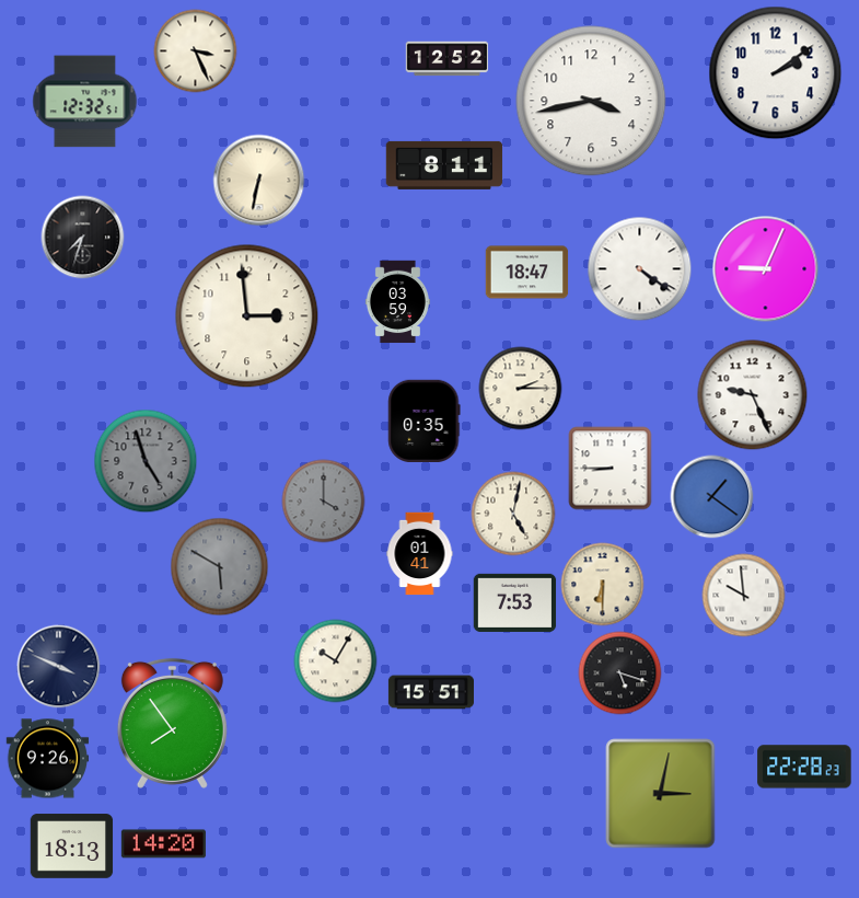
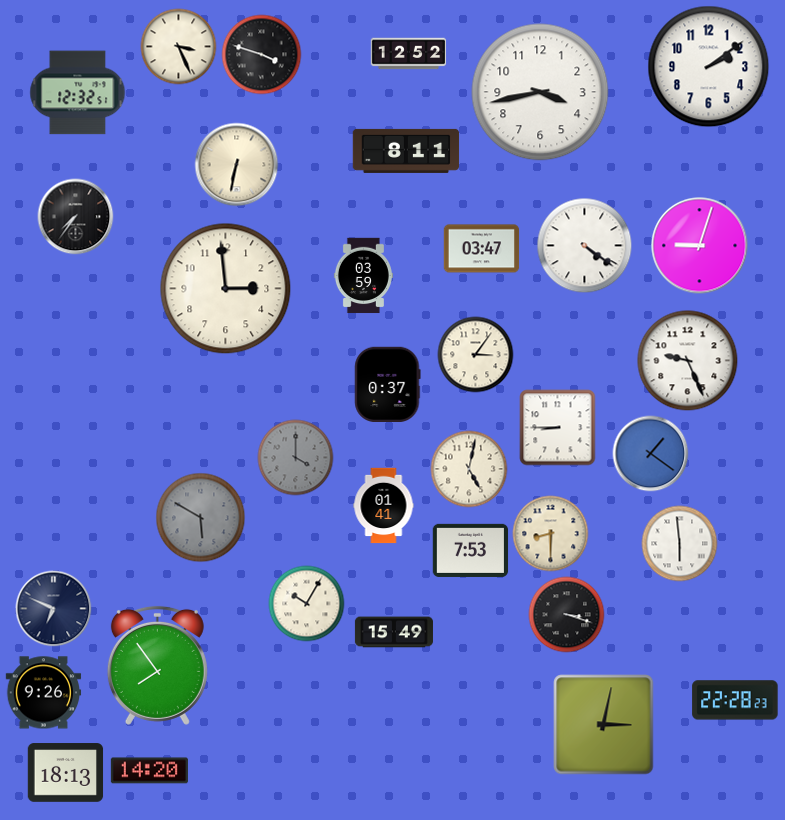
clock at (262, 55): none -> 3:48
clock at (83, 238): 7:33 -> 7:36
clock at (766, 269): 9:04 -> 9:03
clock at (527, 273): 18:47 -> 03:47
clock at (521, 389): 2:15 -> 3:06
clock at (425, 422): 0:35 -> 0:37
clock at (146, 461): 4:57 -> none
clock at (603, 585): 6:30 -> 8:30
clock at (744, 596): 9:59 -> 5:59
clock at (59, 667): 3:49 -> 6:49
clock at (620, 673): 5:18 -> 3:18
clock at (431, 692): 15:51 -> 15:49
clock at (172, 723) position: (172, 723) -> (157, 665)
